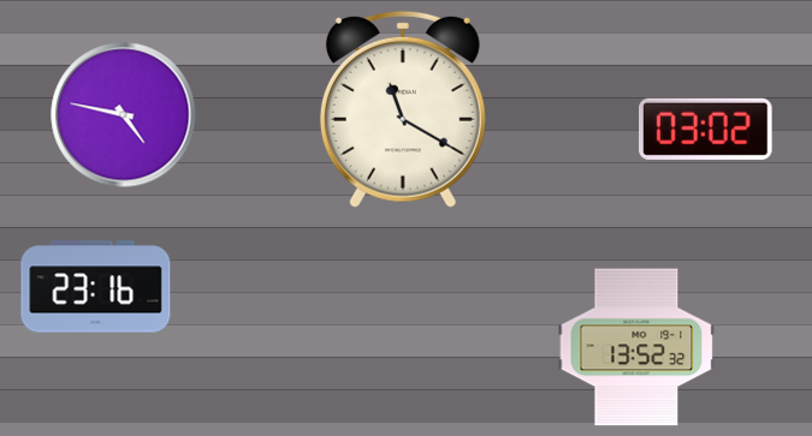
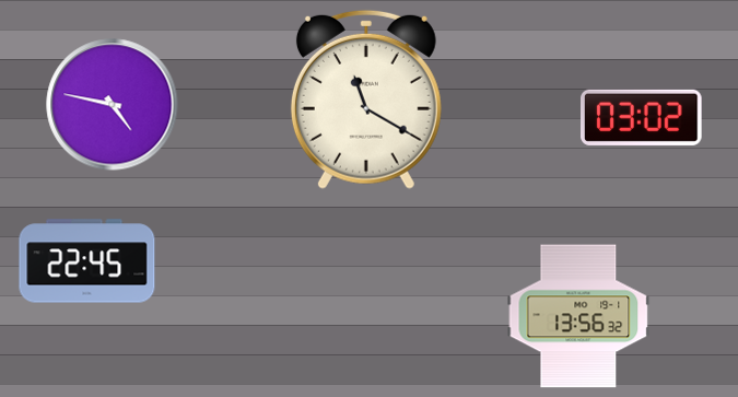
clock at (96, 287): 23:16 -> 22:45
clock at (636, 347): 13:52 -> 13:56
